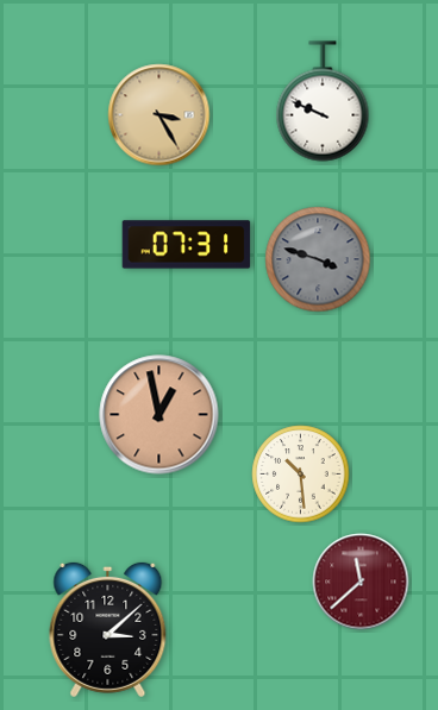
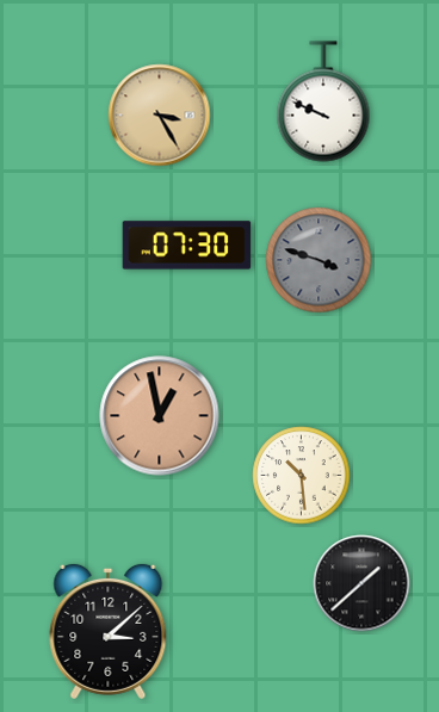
clock at (187, 245): 07:31 -> 07:30
clock at (361, 582): 11:38 -> 1:38
clock at (361, 582) dial: burgundy -> black
